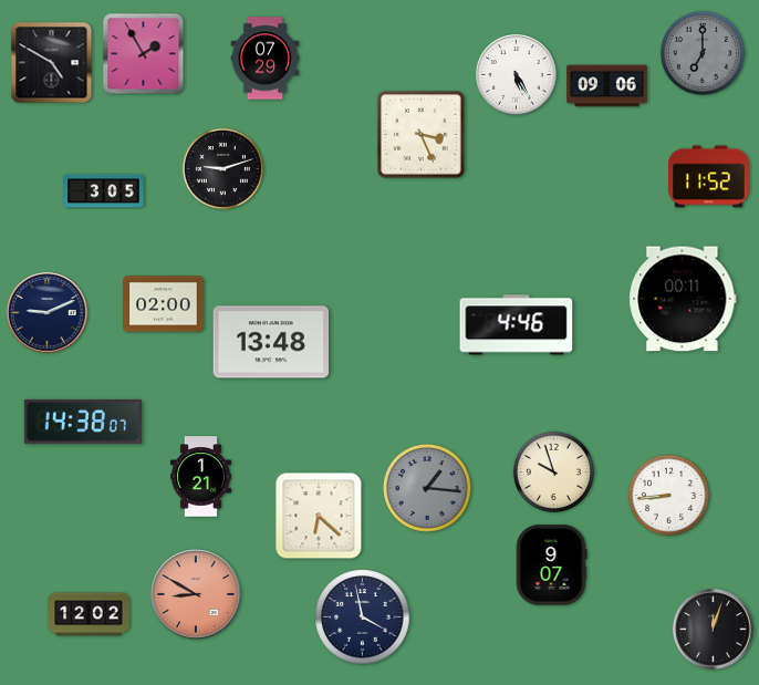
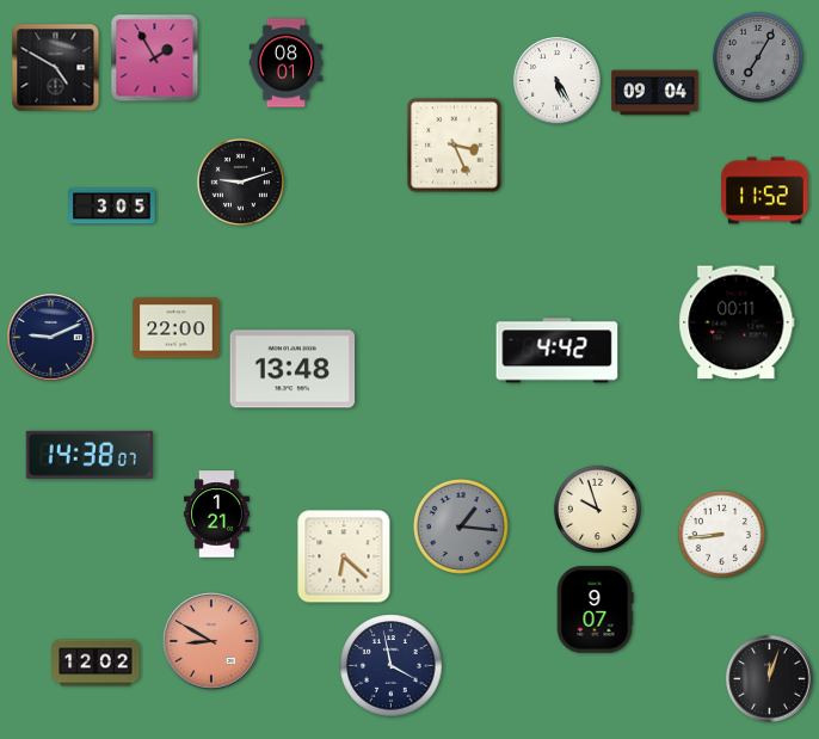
clock at (703, 53): 7:00 -> 7:05
clock at (266, 59): 07:29 -> 08:01
clock at (607, 86): 09:06 -> 09:04
clock at (164, 304): 02:00 -> 22:00
clock at (517, 325): 4:46 -> 4:42
